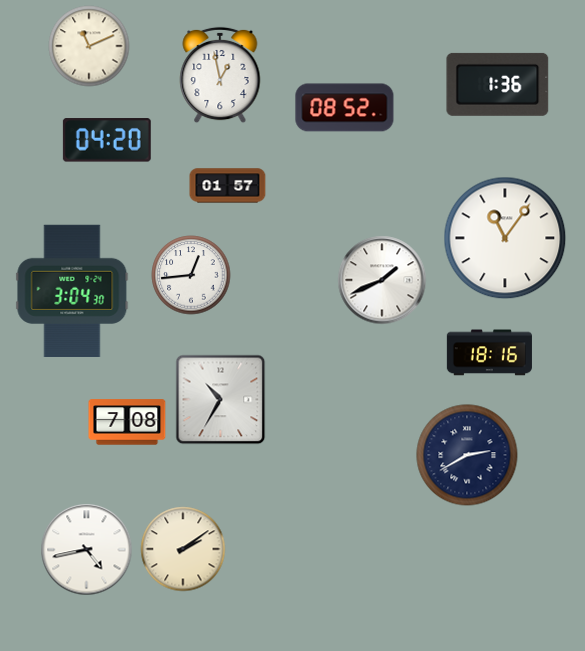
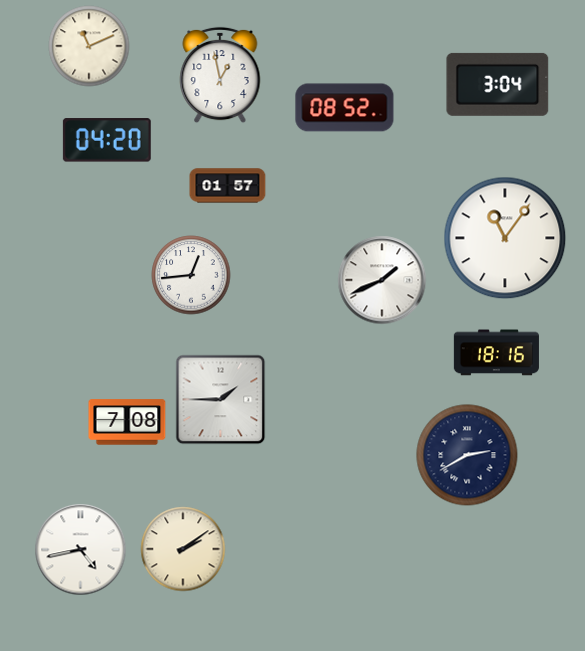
clock at (498, 84): 1:36 -> 3:04
clock at (72, 290): 3:04 -> none
clock at (489, 353) position: (489, 353) -> (496, 353)
clock at (221, 400): 10:35 -> 1:45
clock at (87, 550) position: (87, 550) -> (81, 550)
